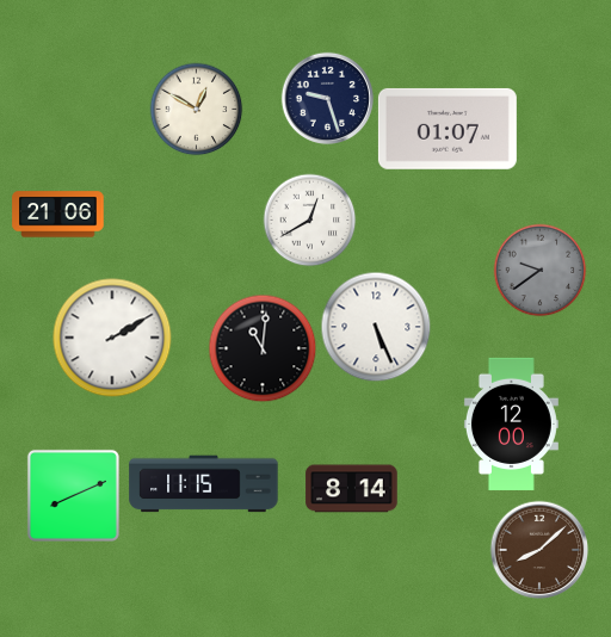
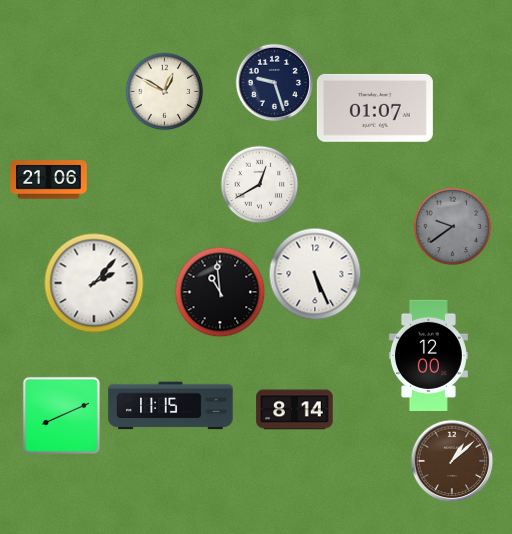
clock at (112, 338): 2:10 -> 2:07
clock at (263, 348): 11:01 -> 10:59
clock at (539, 550): 8:08 -> 1:08
